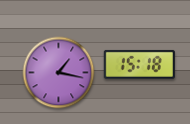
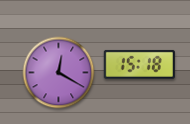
clock at (59, 73): 1:17 -> 12:20
